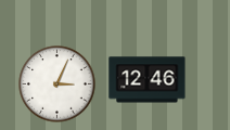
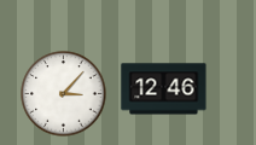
clock at (58, 84): 3:04 -> 3:07
